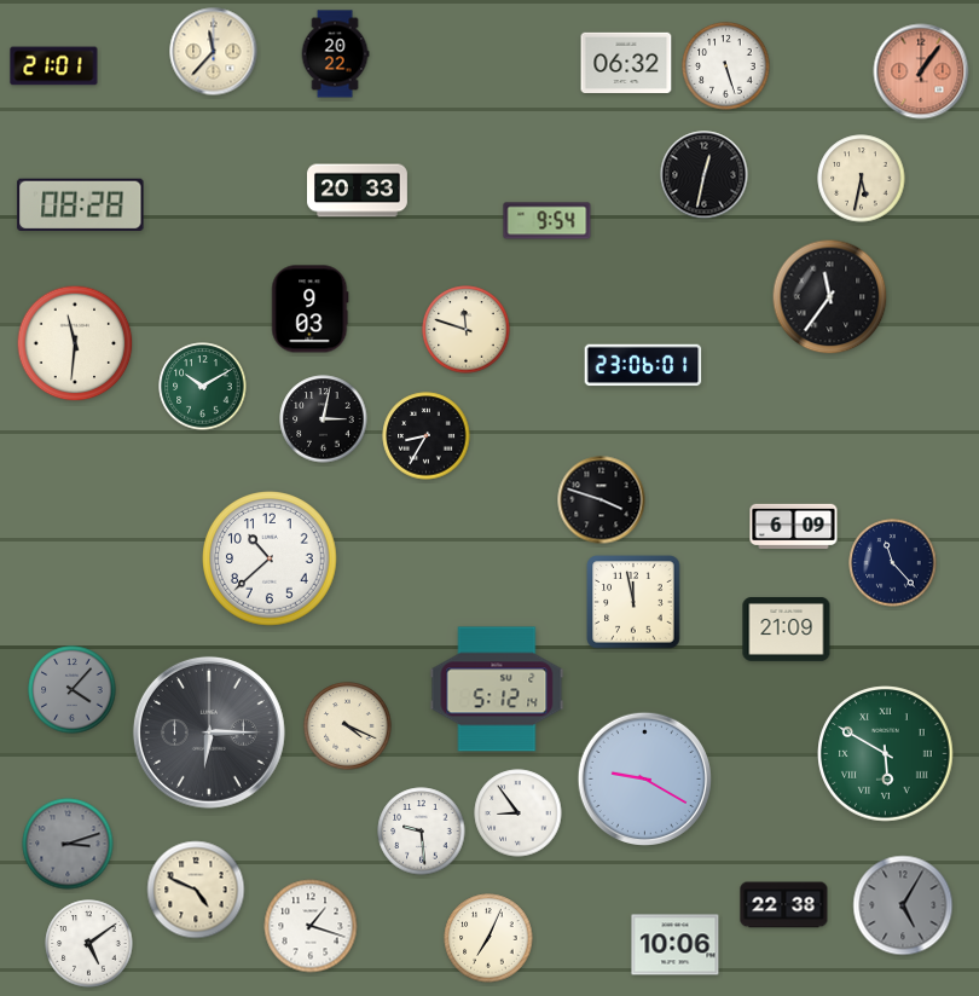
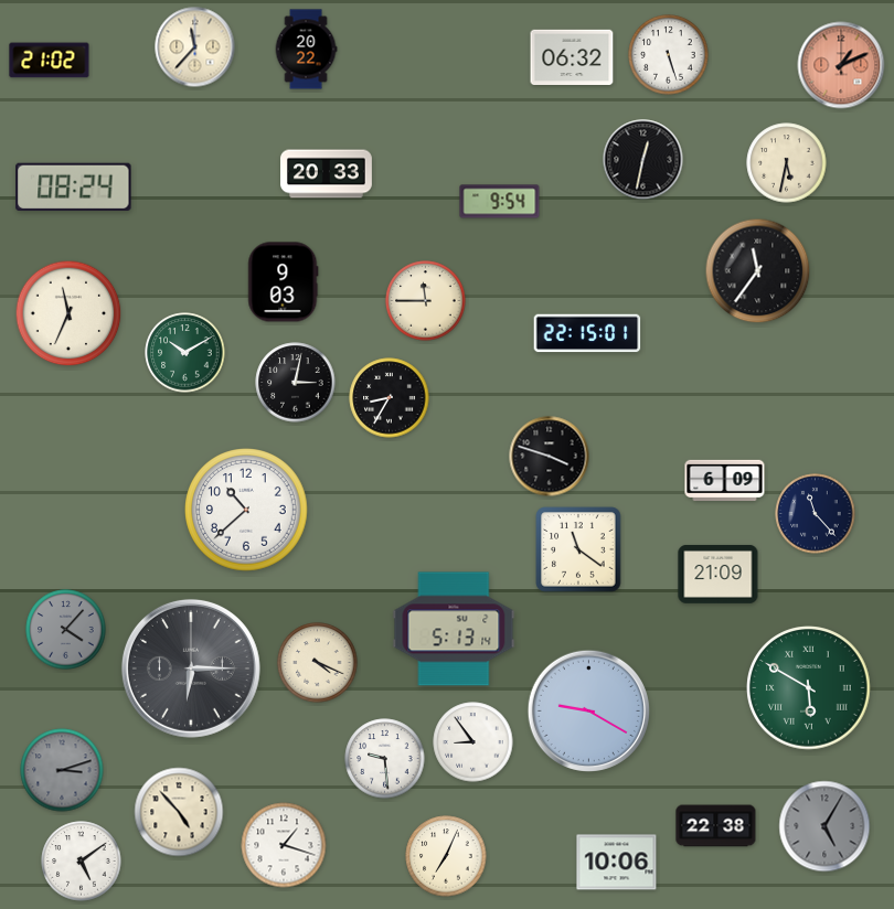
clock at (54, 66): 21:01 -> 21:02
clock at (726, 66) position: (726, 66) -> (669, 55)
clock at (921, 71): 1:06 -> 1:11
clock at (81, 204): 08:28 -> 08:24
clock at (467, 330): 11:48 -> 11:45
clock at (75, 343): 11:31 -> 11:34
clock at (643, 365): 23:06 -> 22:15
clock at (633, 602): 11:58 -> 11:21
clock at (497, 689): 5:12 -> 5:13
clock at (196, 890): 4:49 -> 4:53
